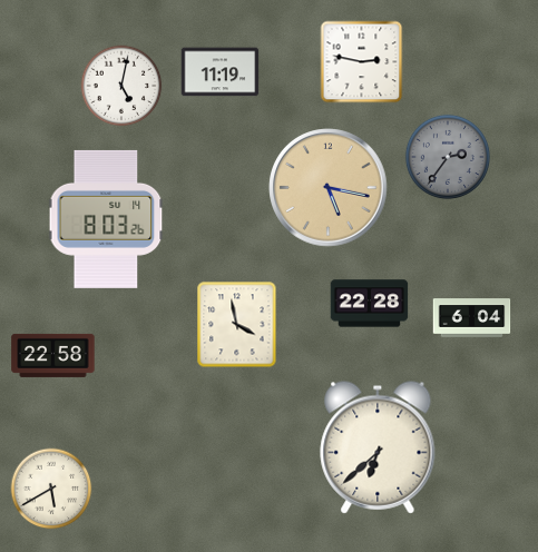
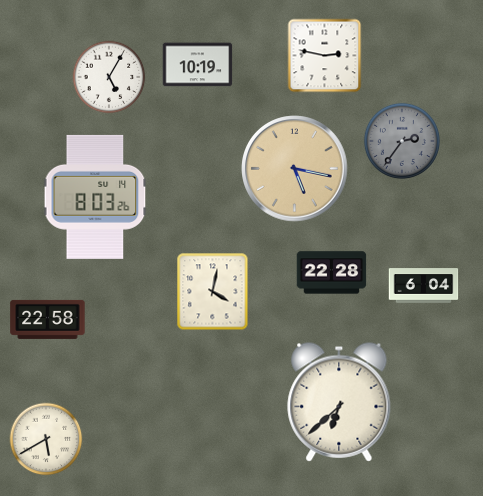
clock at (221, 72): 11:19 -> 10:19
clock at (121, 86): 5:02 -> 5:05
clock at (237, 325): 3:58 -> 4:02
